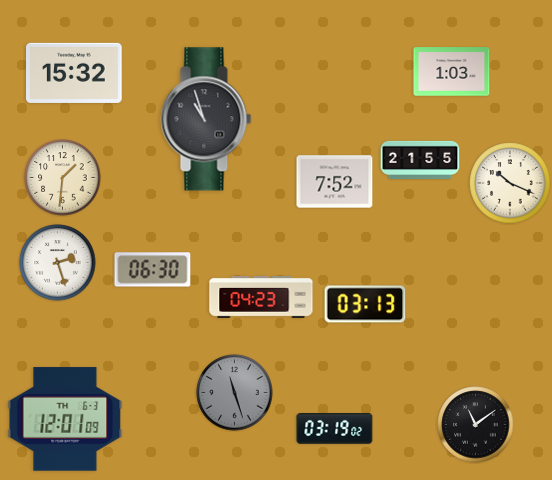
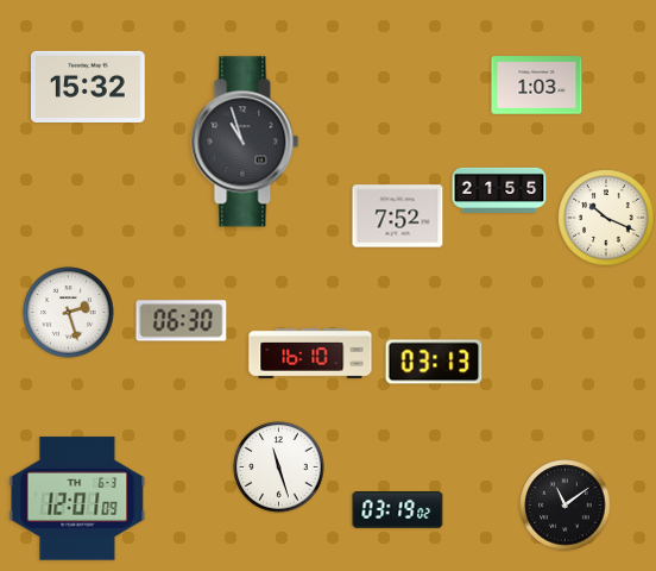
clock at (63, 178): 1:31 -> none
clock at (261, 297): 04:23 -> 16:10
clock at (235, 393) dial: grey -> white
